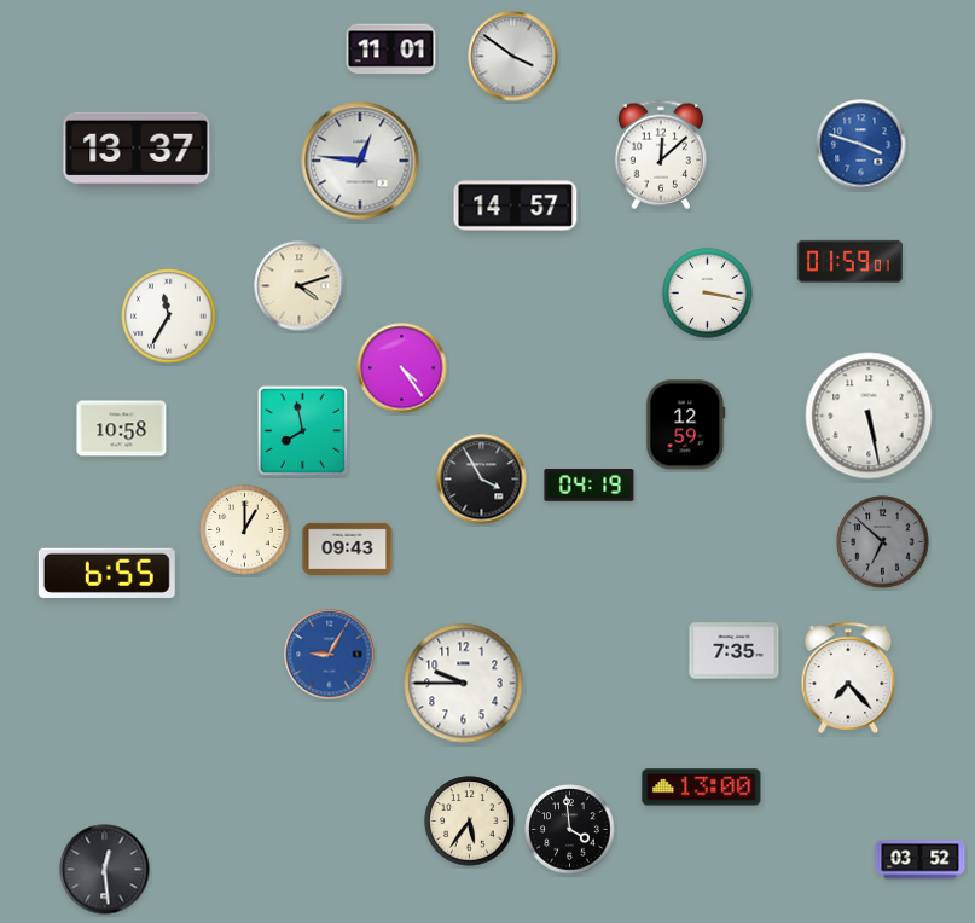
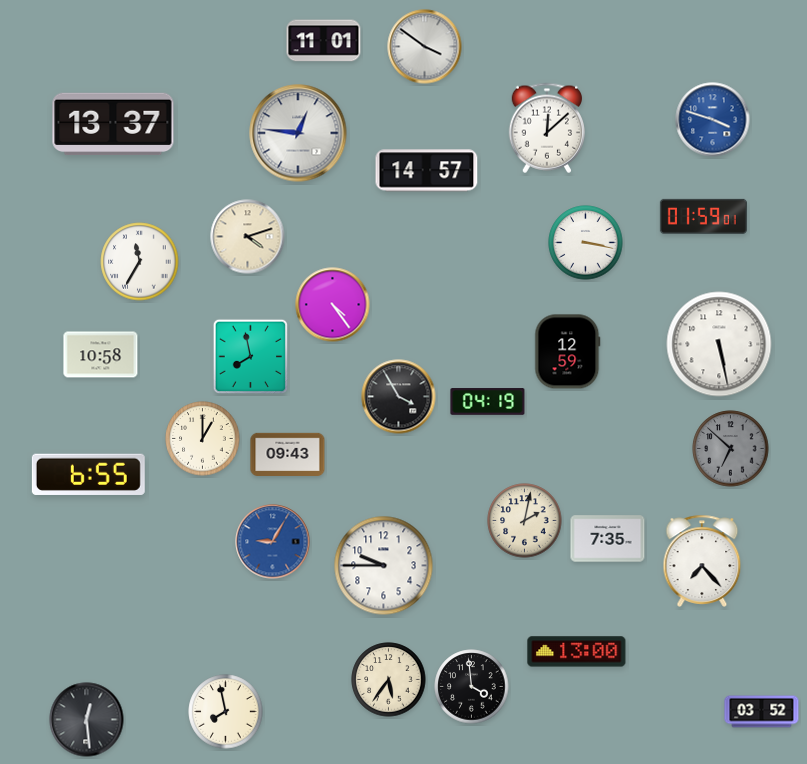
clock at (525, 521): none -> 2:02
clock at (702, 788) position: (702, 788) -> (577, 652)
clock at (226, 712): none -> 7:58
